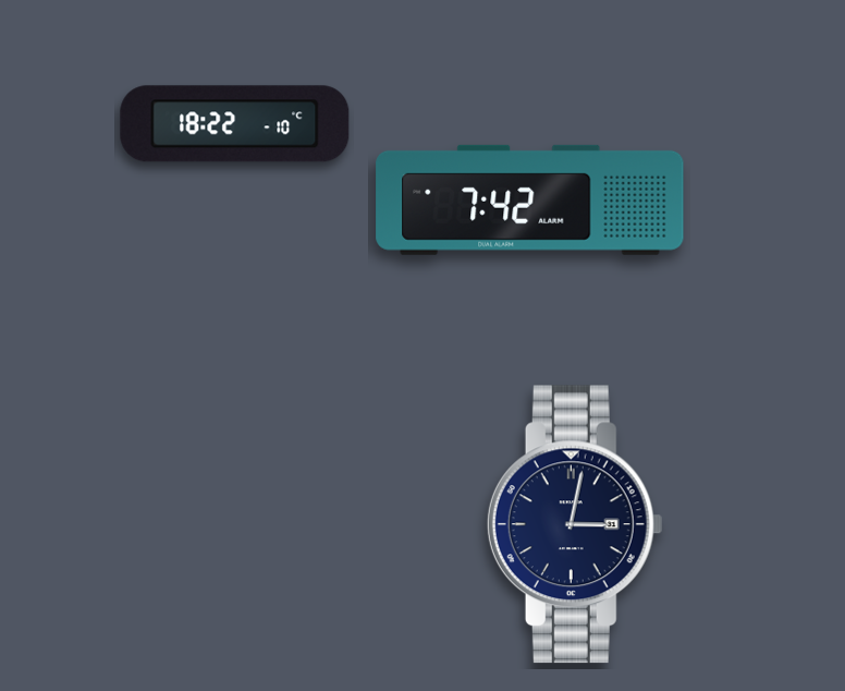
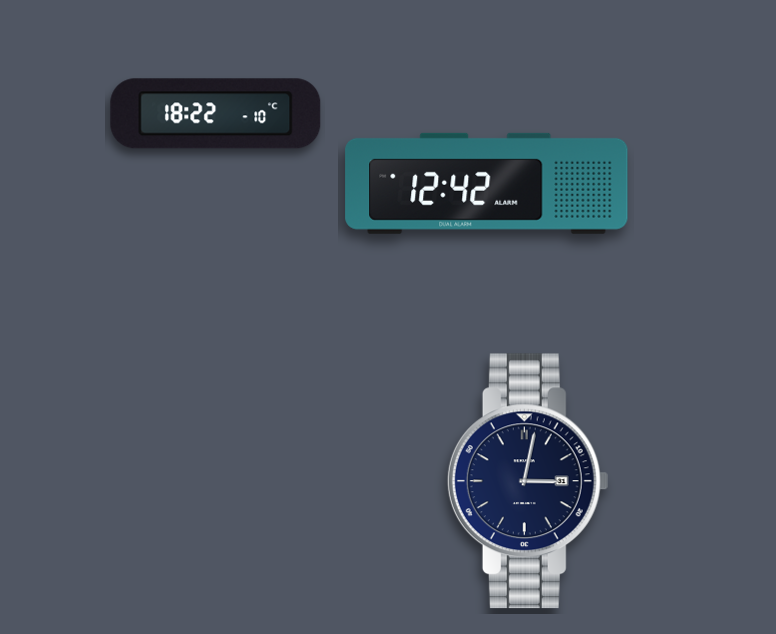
clock at (530, 199): 7:42 -> 12:42
